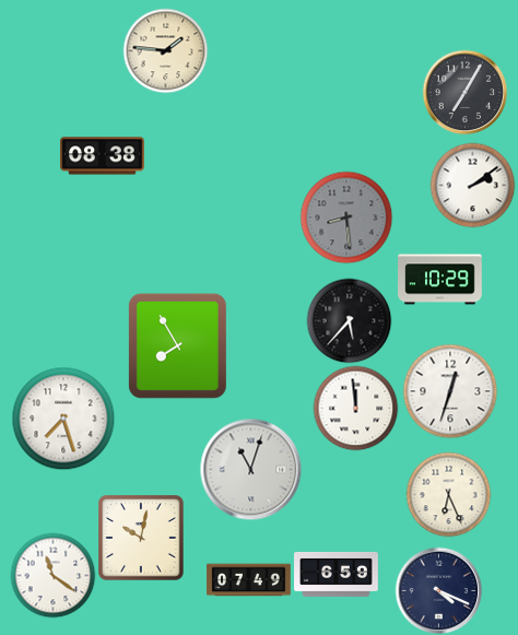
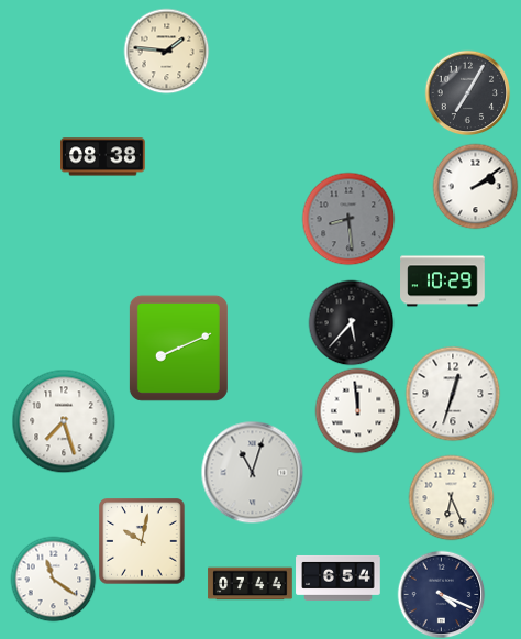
clock at (177, 345): 7:55 -> 8:11
clock at (337, 574): 6:59 -> 6:54
clock at (249, 580): 07:49 -> 07:44
